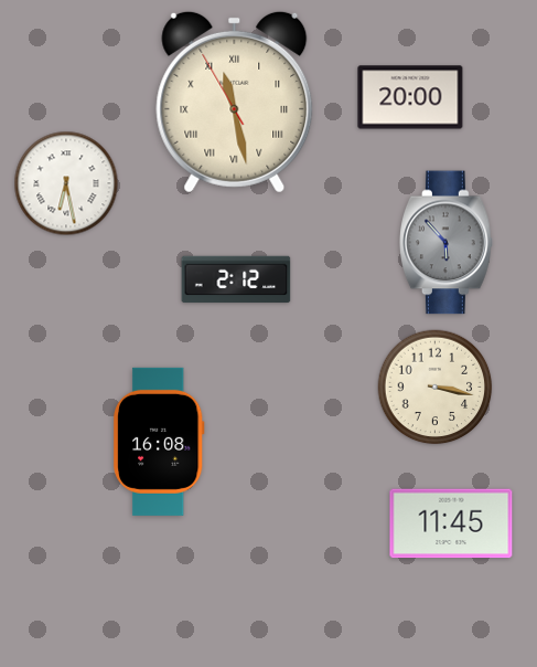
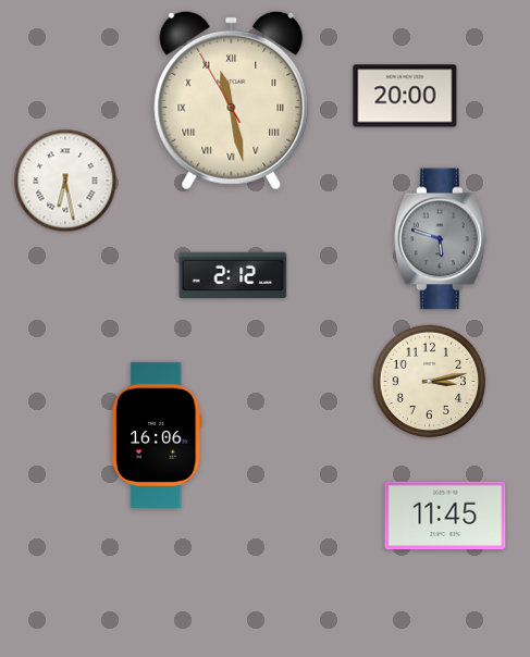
clock at (447, 243): 5:53 -> 5:48
clock at (436, 388): 3:17 -> 3:13
clock at (160, 442): 16:08 -> 16:06
